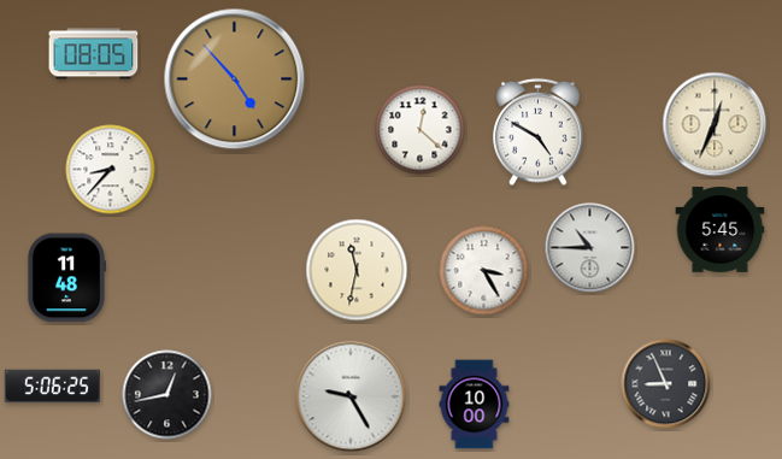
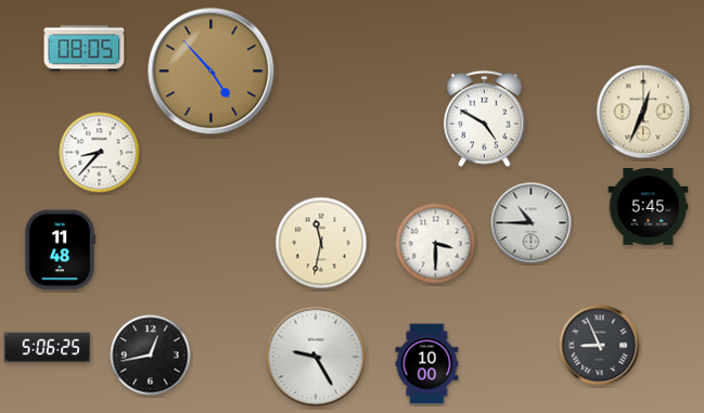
clock at (421, 130): 12:22 -> none
clock at (484, 271): 3:25 -> 3:30
